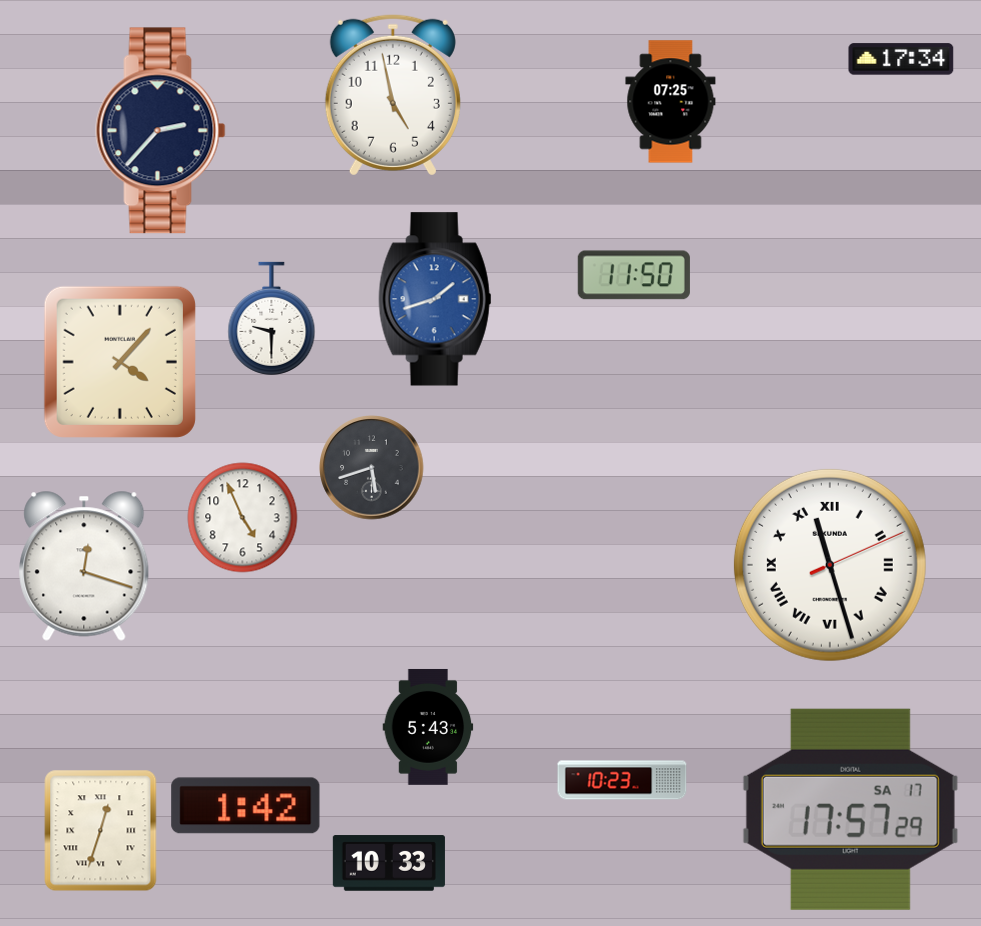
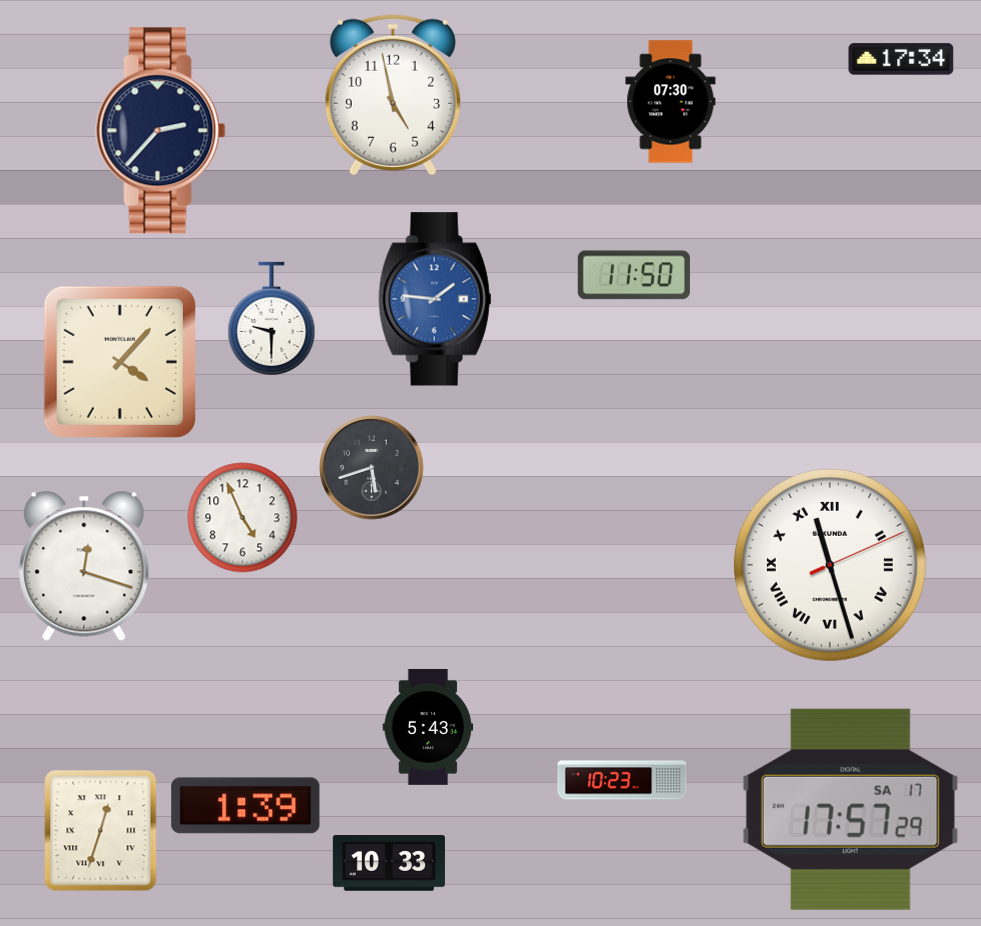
clock at (671, 102): 07:25 -> 07:30
clock at (435, 299): 1:42 -> 1:46
clock at (246, 806): 1:42 -> 1:39
